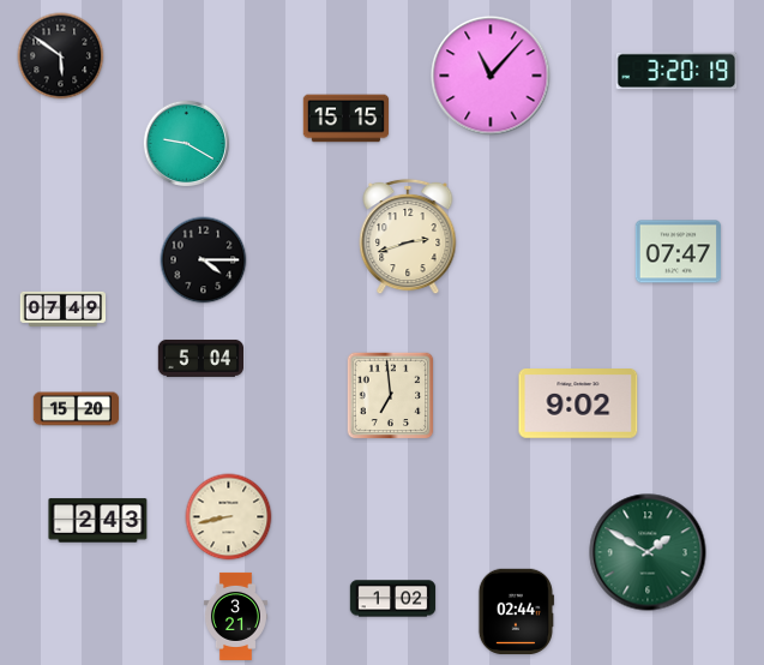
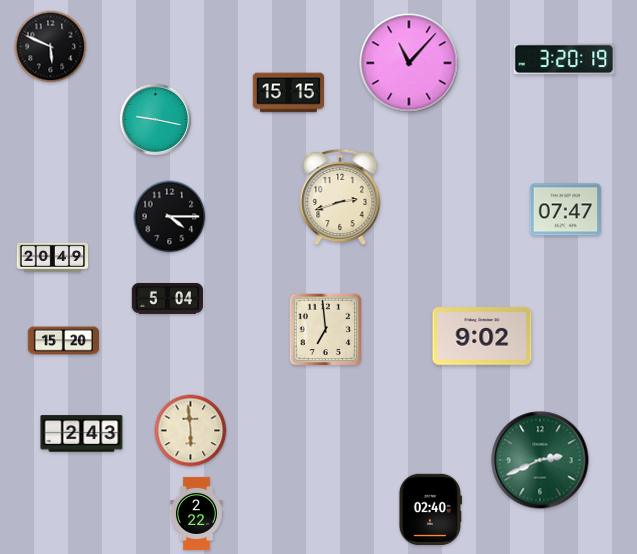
clock at (61, 56): 5:51 -> 5:49
clock at (347, 119) position: (347, 119) -> (289, 93)
clock at (187, 144): 9:20 -> 9:17
clock at (64, 308): 07:49 -> 20:49
clock at (229, 517): 8:43 -> 5:59
clock at (648, 552): 1:50 -> 2:41
clock at (393, 599): 1:02 -> none
clock at (516, 611): 02:44 -> 02:40
clock at (235, 616): 3:21 -> 2:22
